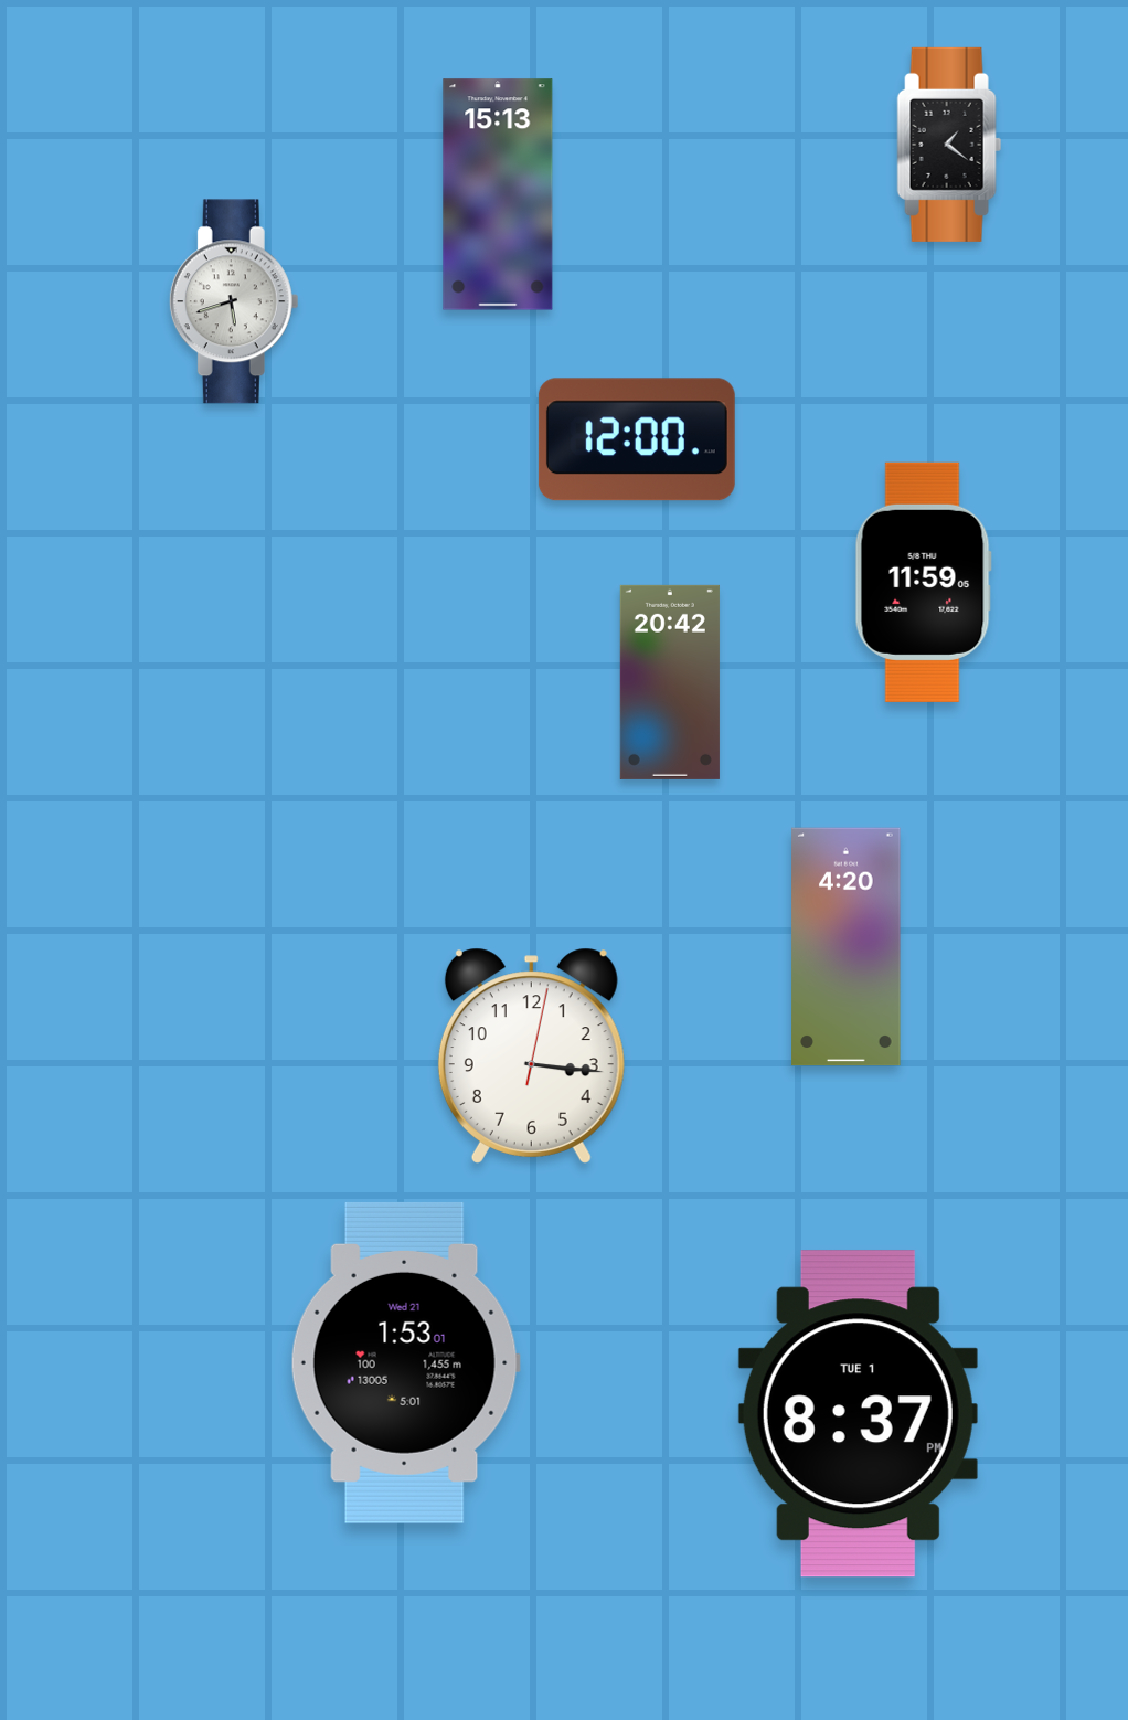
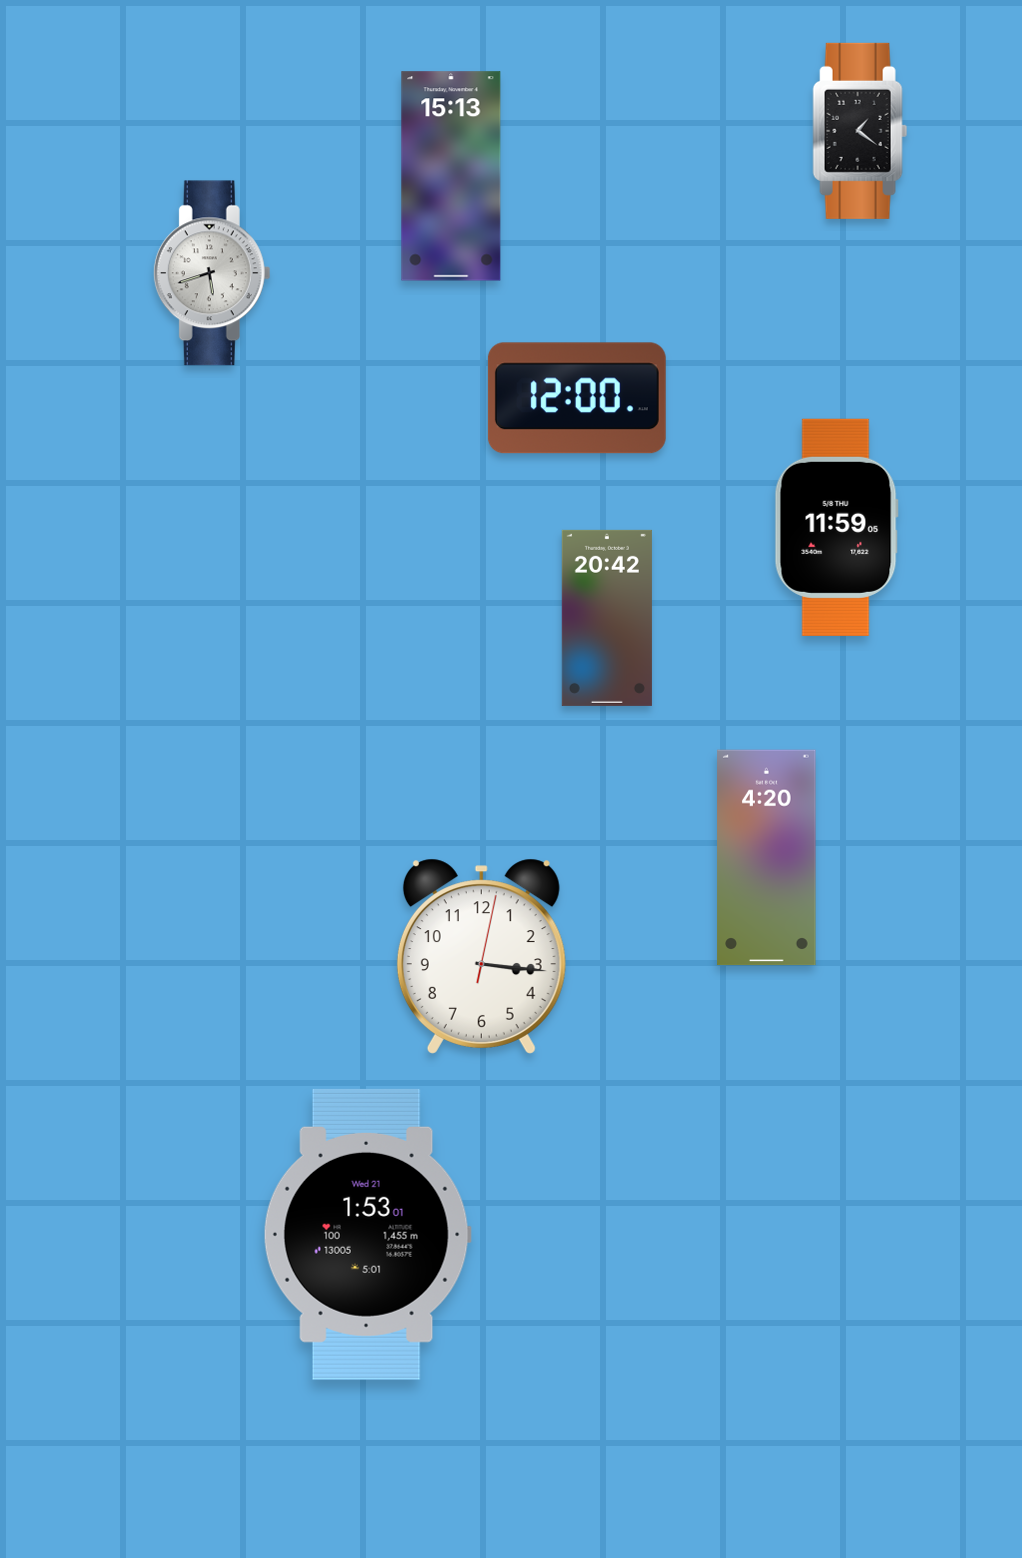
clock at (858, 1414): 8:37 -> none
